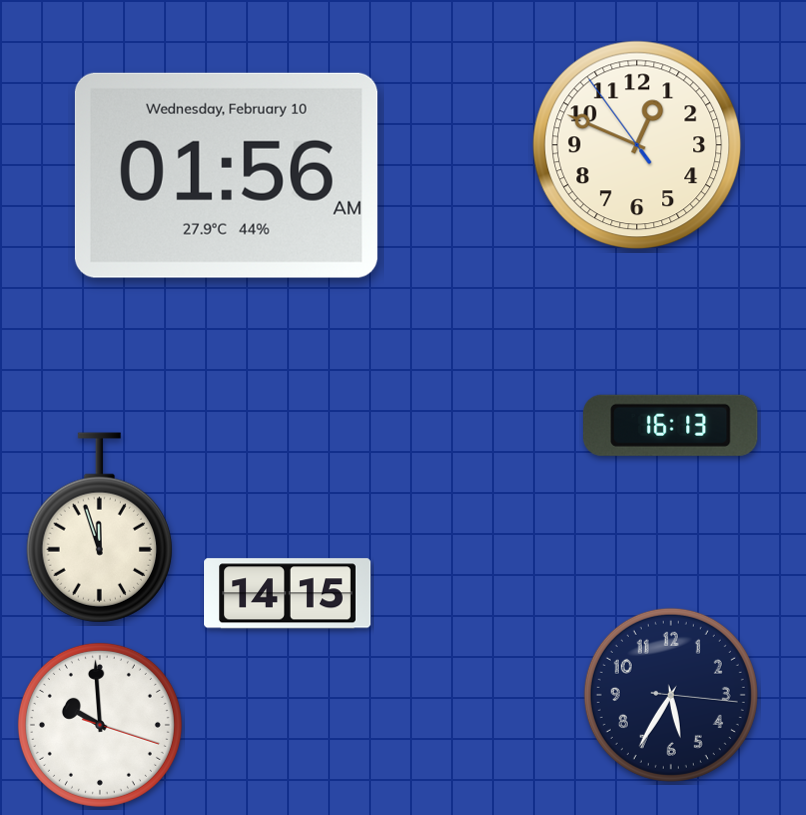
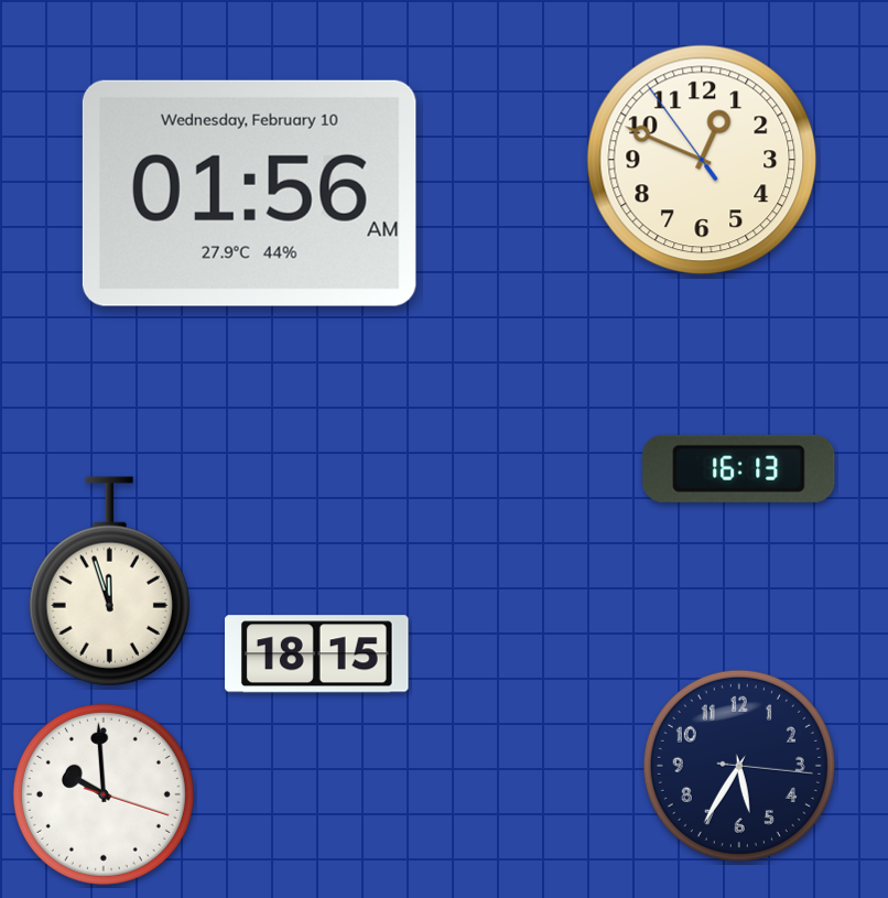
clock at (288, 594): 14:15 -> 18:15
clock at (100, 725) position: (100, 725) -> (104, 794)
